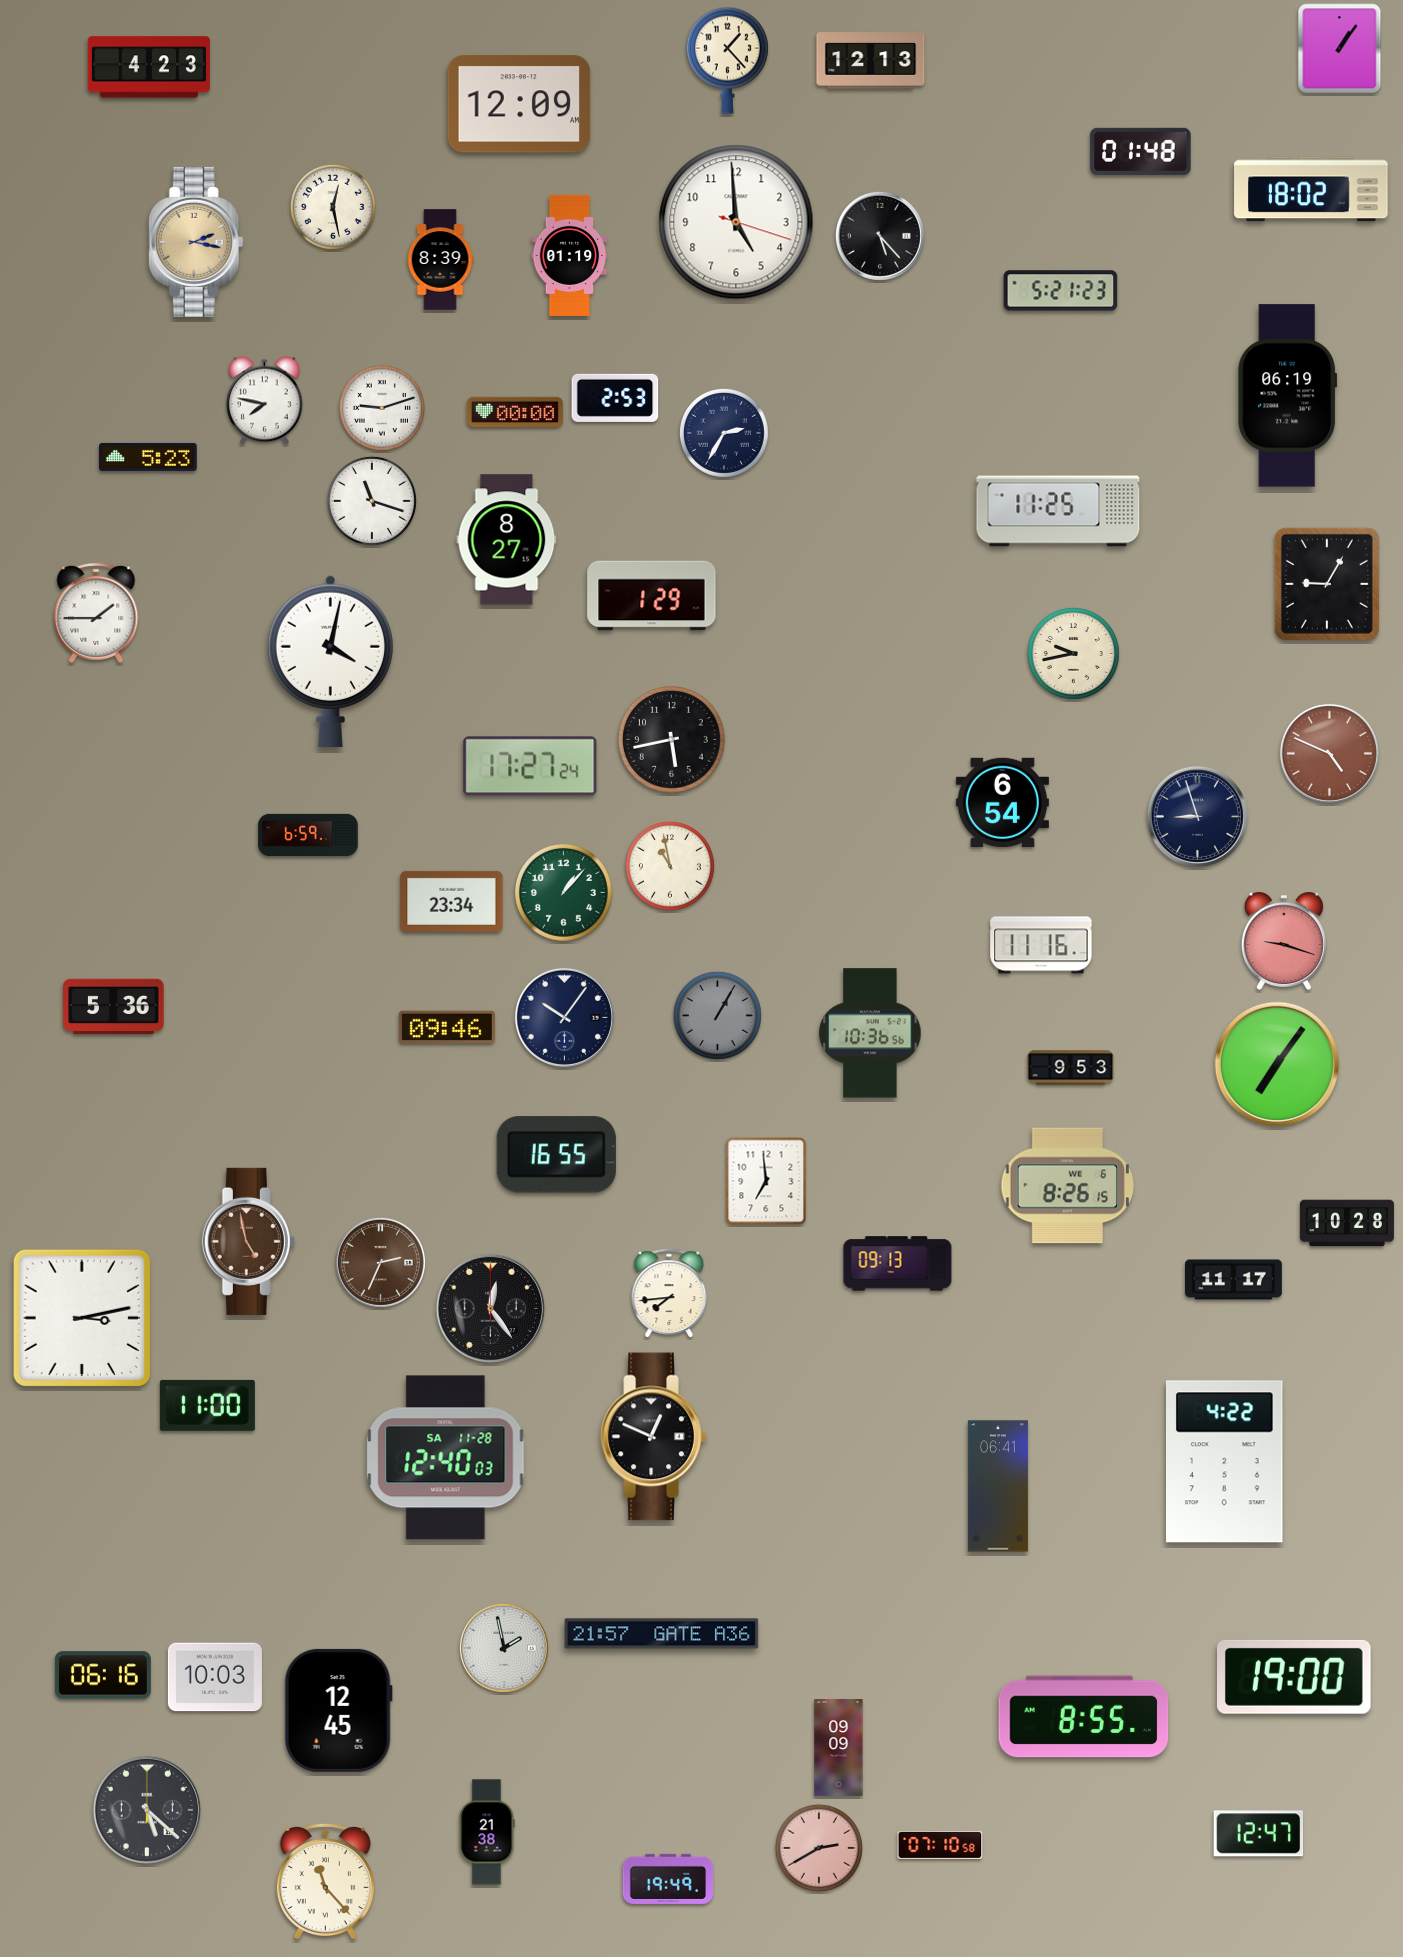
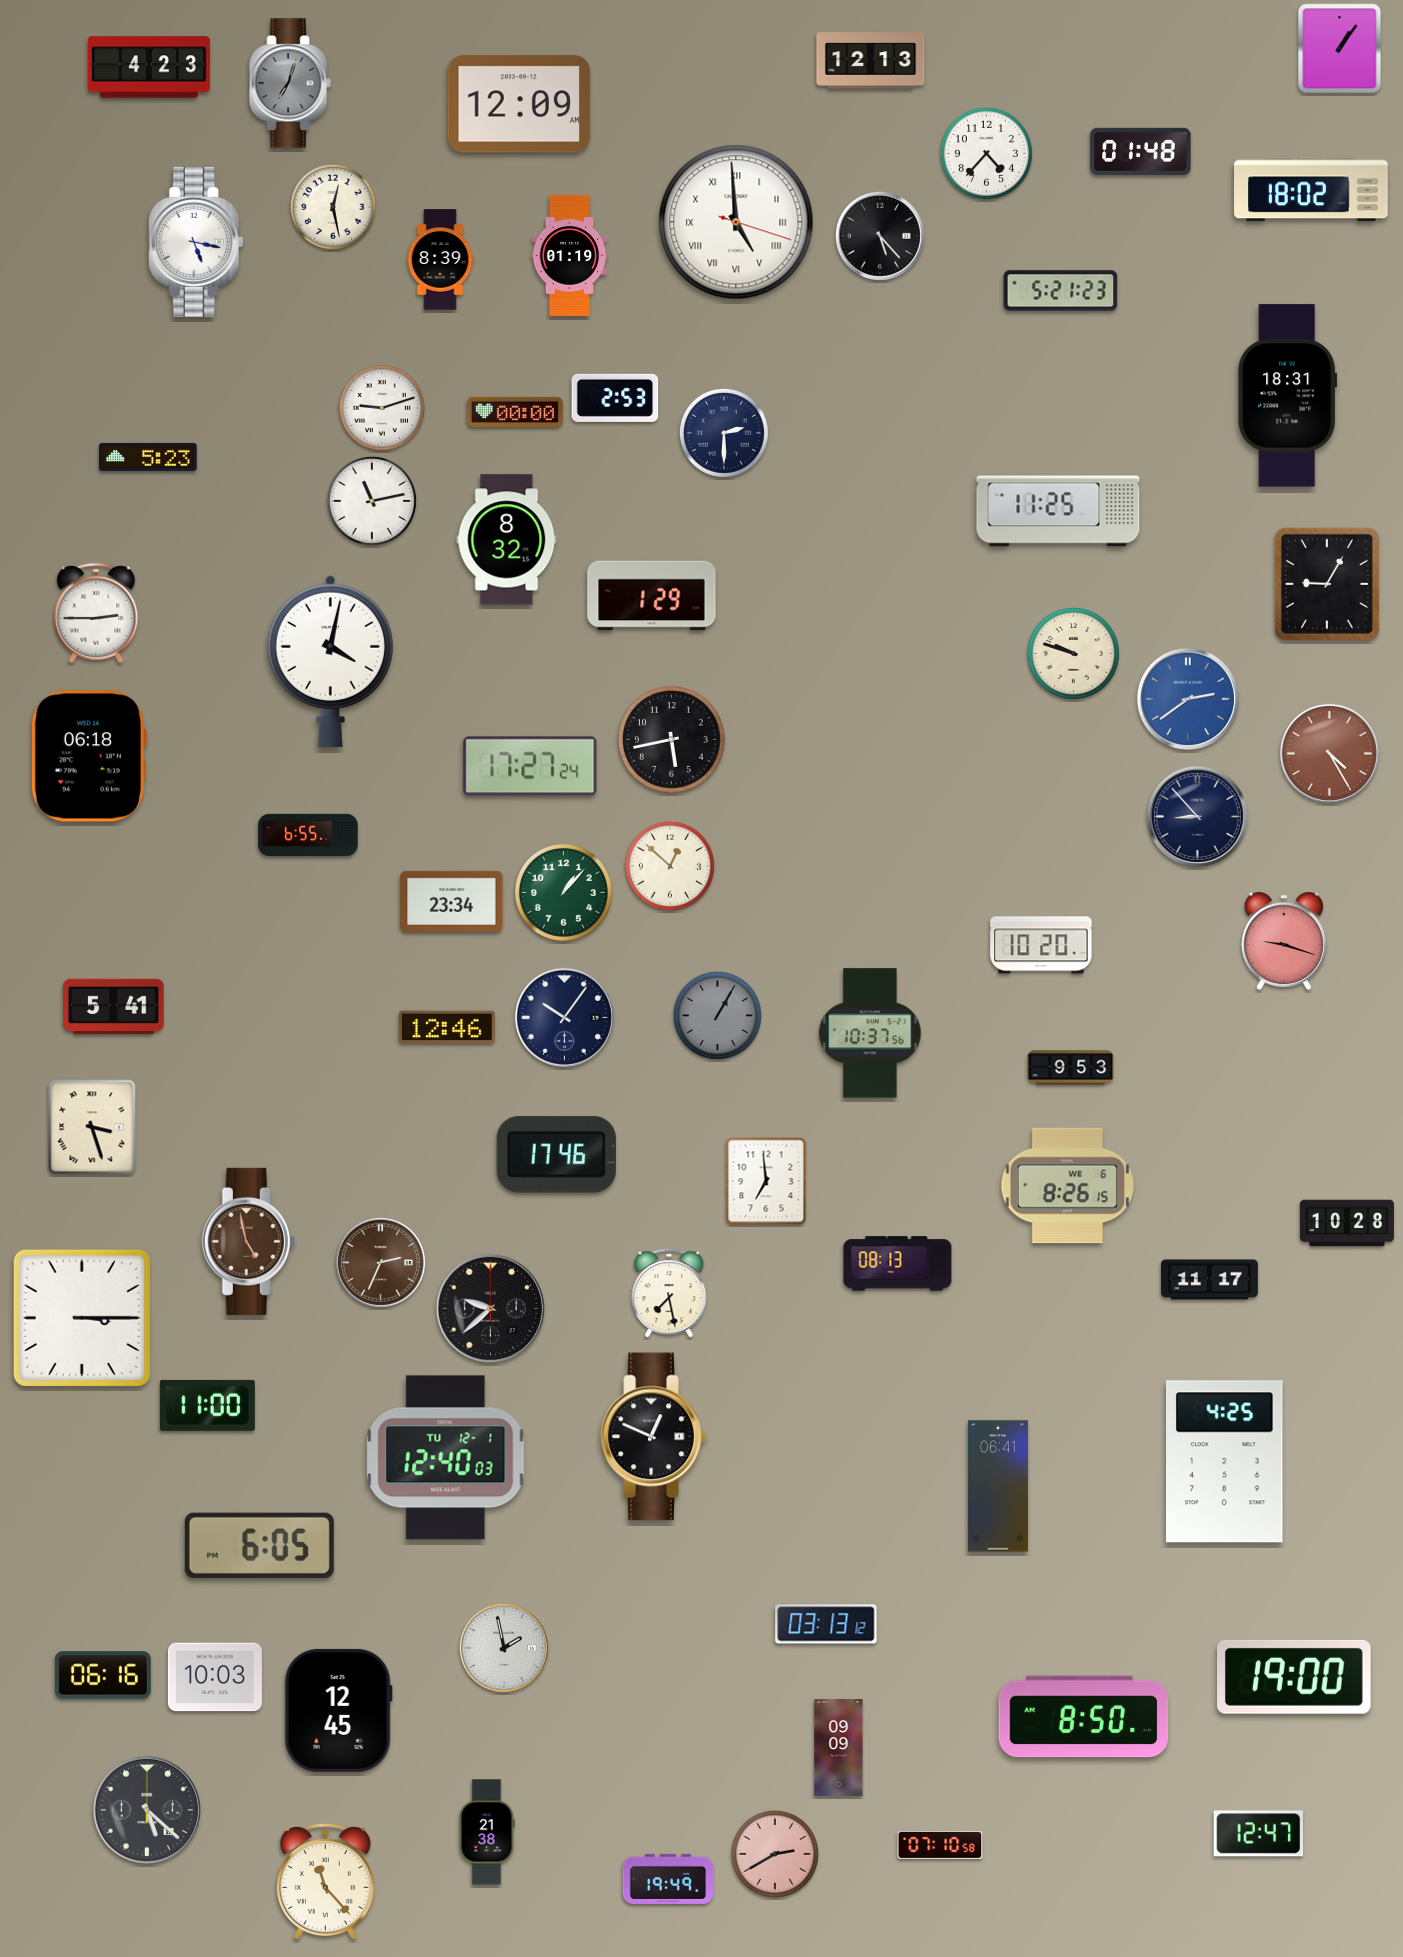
clock at (728, 60): 1:23 -> none
clock at (290, 83): none -> 7:03
clock at (986, 153): none -> 4:37
clock at (736, 222) numerals: Arabic -> Roman
clock at (196, 242): 2:17 -> 5:17
clock at (196, 242) dial: champagne -> white
clock at (1288, 396): 06:19 -> 18:31
clock at (265, 401): 7:47 -> none
clock at (724, 433): 2:35 -> 2:30
clock at (372, 501): 11:18 -> 11:13
clock at (507, 540): 8:27 -> 8:32
clock at (96, 613): 1:45 -> 2:45
clock at (1073, 653): 9:43 -> 9:48
clock at (1188, 699): none -> 2:39
clock at (1329, 753): 4:49 -> 4:25
clock at (88, 756): none -> 06:18
clock at (1002, 802): 6:54 -> none
clock at (1197, 816): 8:57 -> 8:53
clock at (308, 835): 6:59 -> 6:55
clock at (670, 866): 10:58 -> 12:52
clock at (1041, 945): 11:16 -> 10:20
clock at (114, 1007): 5:36 -> 5:41
clock at (447, 1027): 09:46 -> 12:46
clock at (870, 1033): 10:36 -> 10:37
clock at (1277, 1064): 7:06 -> none
clock at (92, 1127): none -> 3:27
clock at (556, 1155): 16:55 -> 17:46
clock at (898, 1264): 09:13 -> 08:13
clock at (1234, 1280) position: (1234, 1280) -> (1210, 1280)
clock at (669, 1294): 7:44 -> 7:28
clock at (490, 1308): 12:24 -> 9:38
clock at (81, 1317): 3:13 -> 3:15
clock at (446, 1458) date: SA 11-28 -> TU 12-1
clock at (1225, 1462): 4:22 -> 4:25
clock at (259, 1545): none -> 6:05
clock at (826, 1624): none -> 03:13
clock at (662, 1634): 21:57 -> none
clock at (1084, 1717): 8:55 -> 8:50
clock at (819, 1848) position: (819, 1848) -> (775, 1854)
